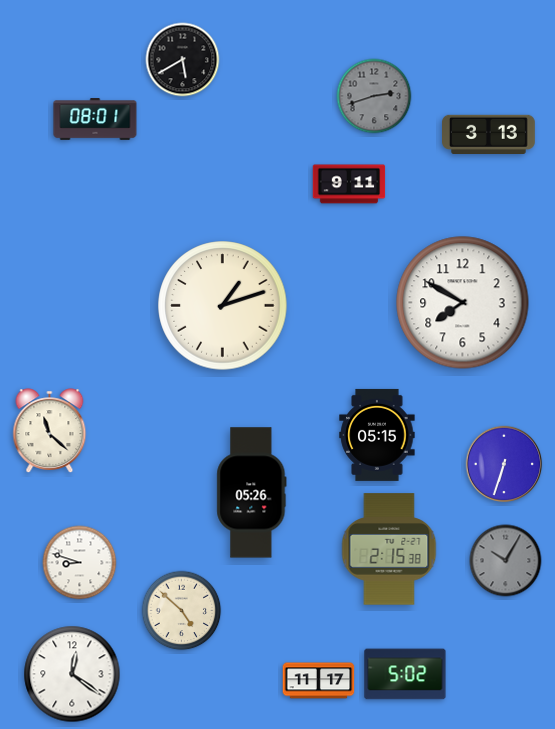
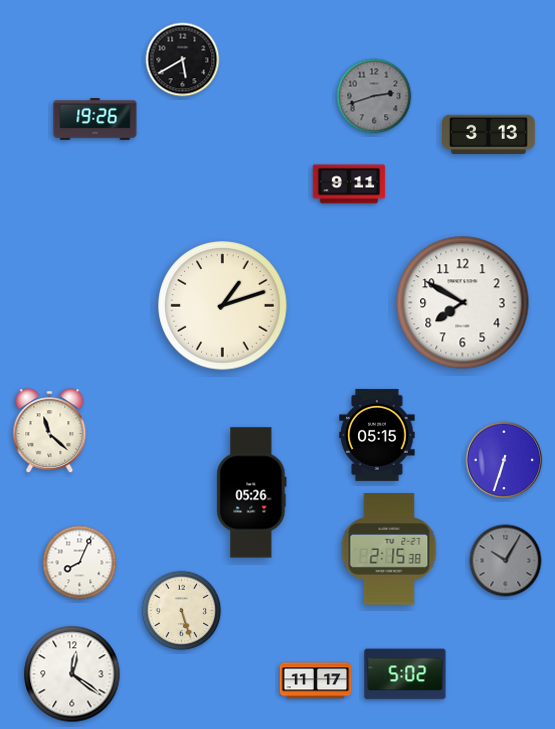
clock at (95, 119): 08:01 -> 19:26
clock at (504, 464) position: (504, 464) -> (504, 460)
clock at (80, 563): 8:48 -> 8:04
clock at (182, 611): 4:52 -> 5:27
clock at (319, 681) position: (319, 681) -> (316, 681)
